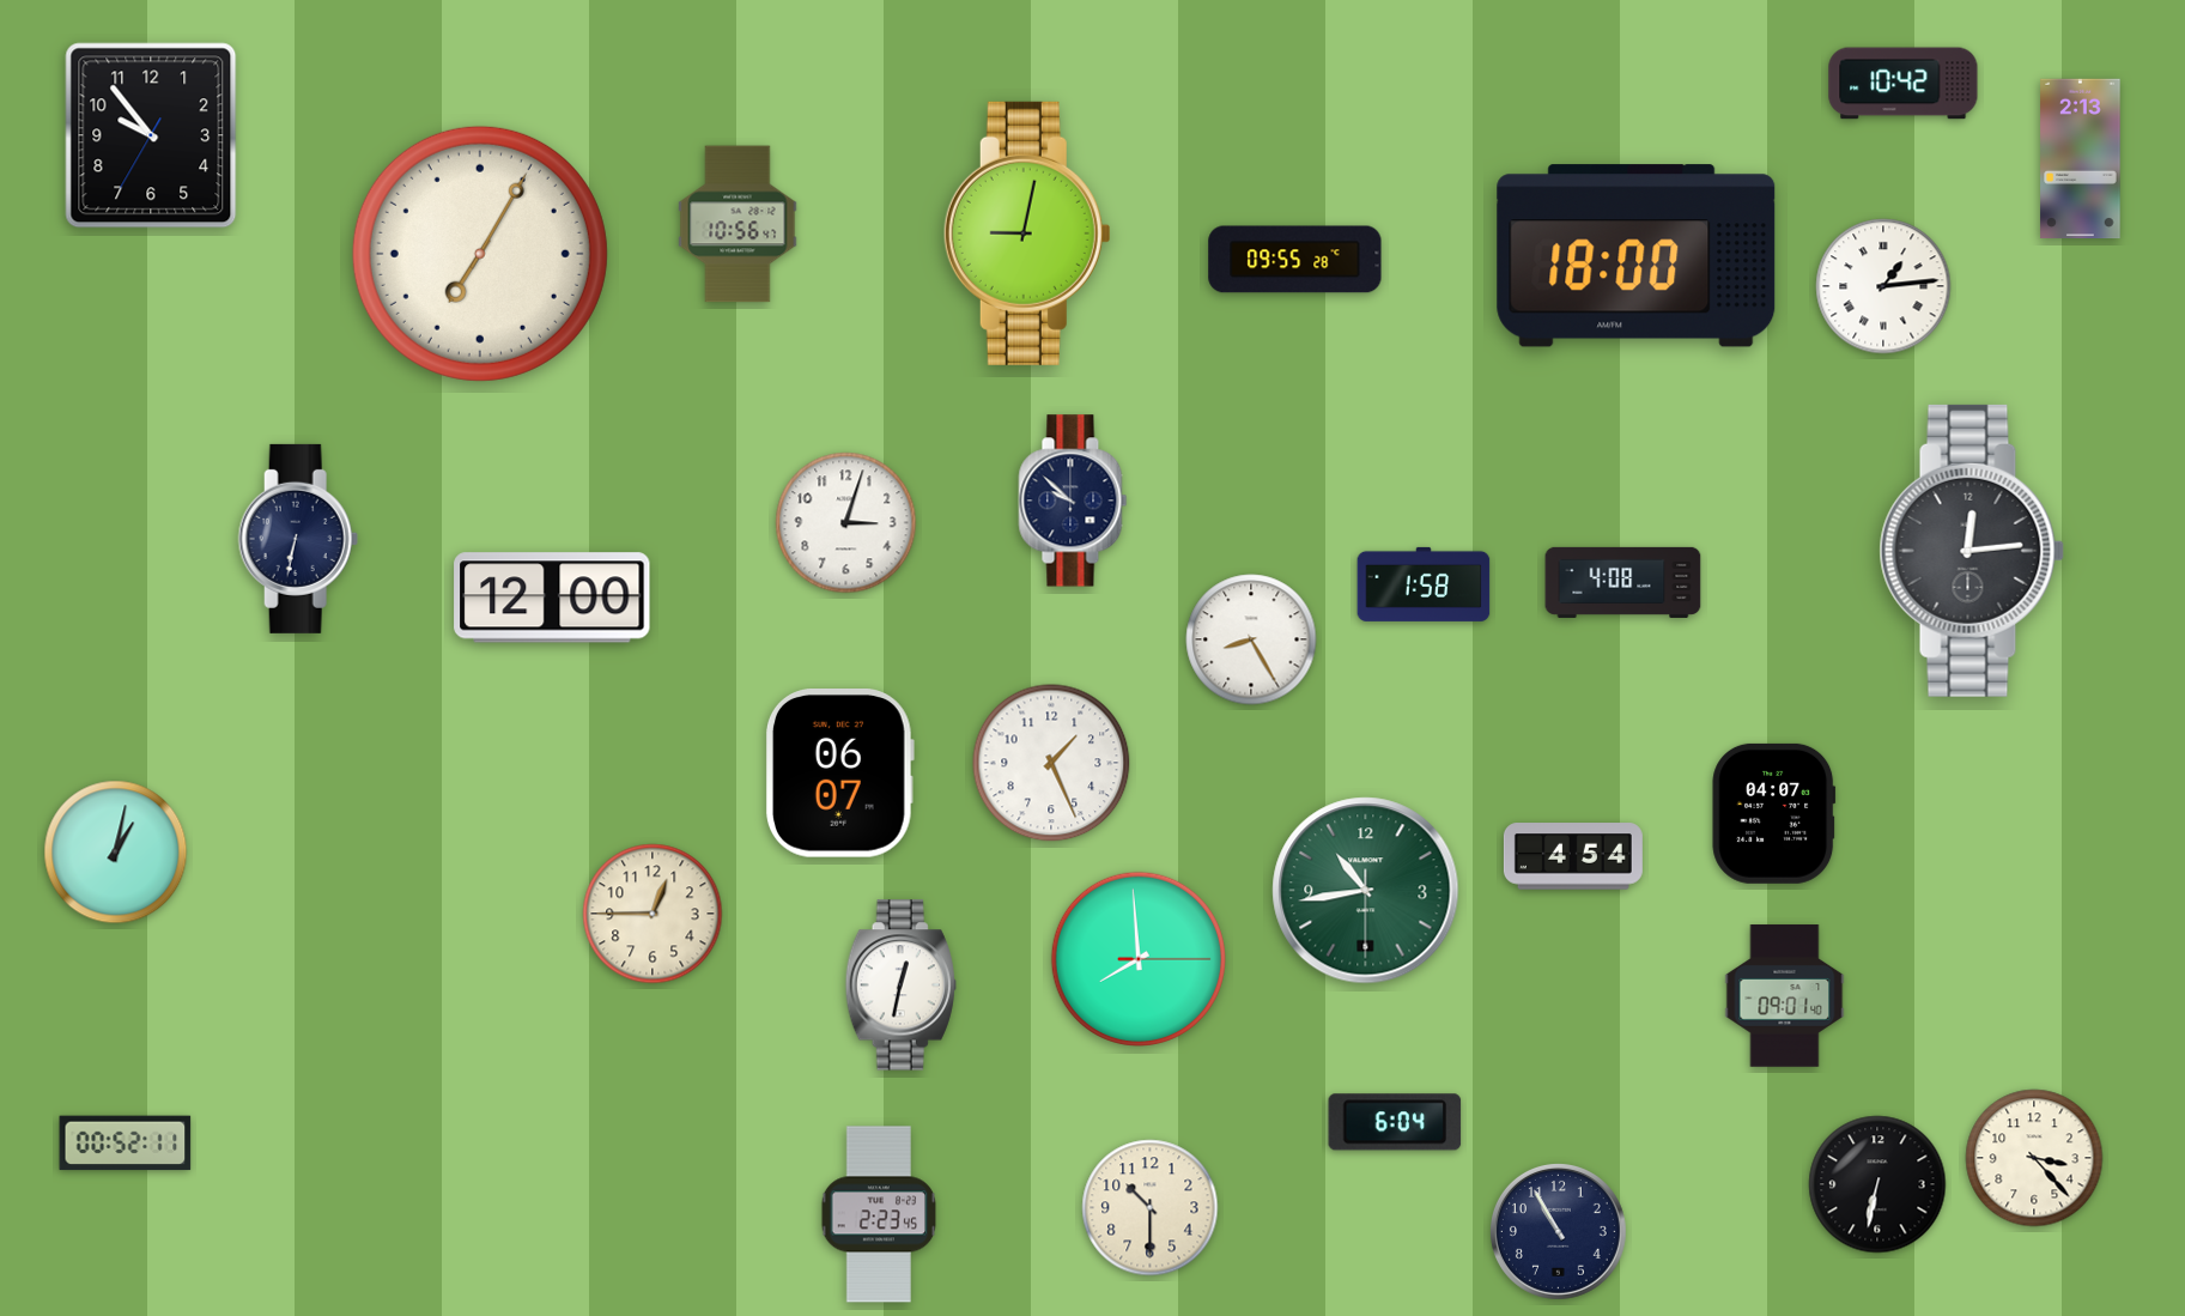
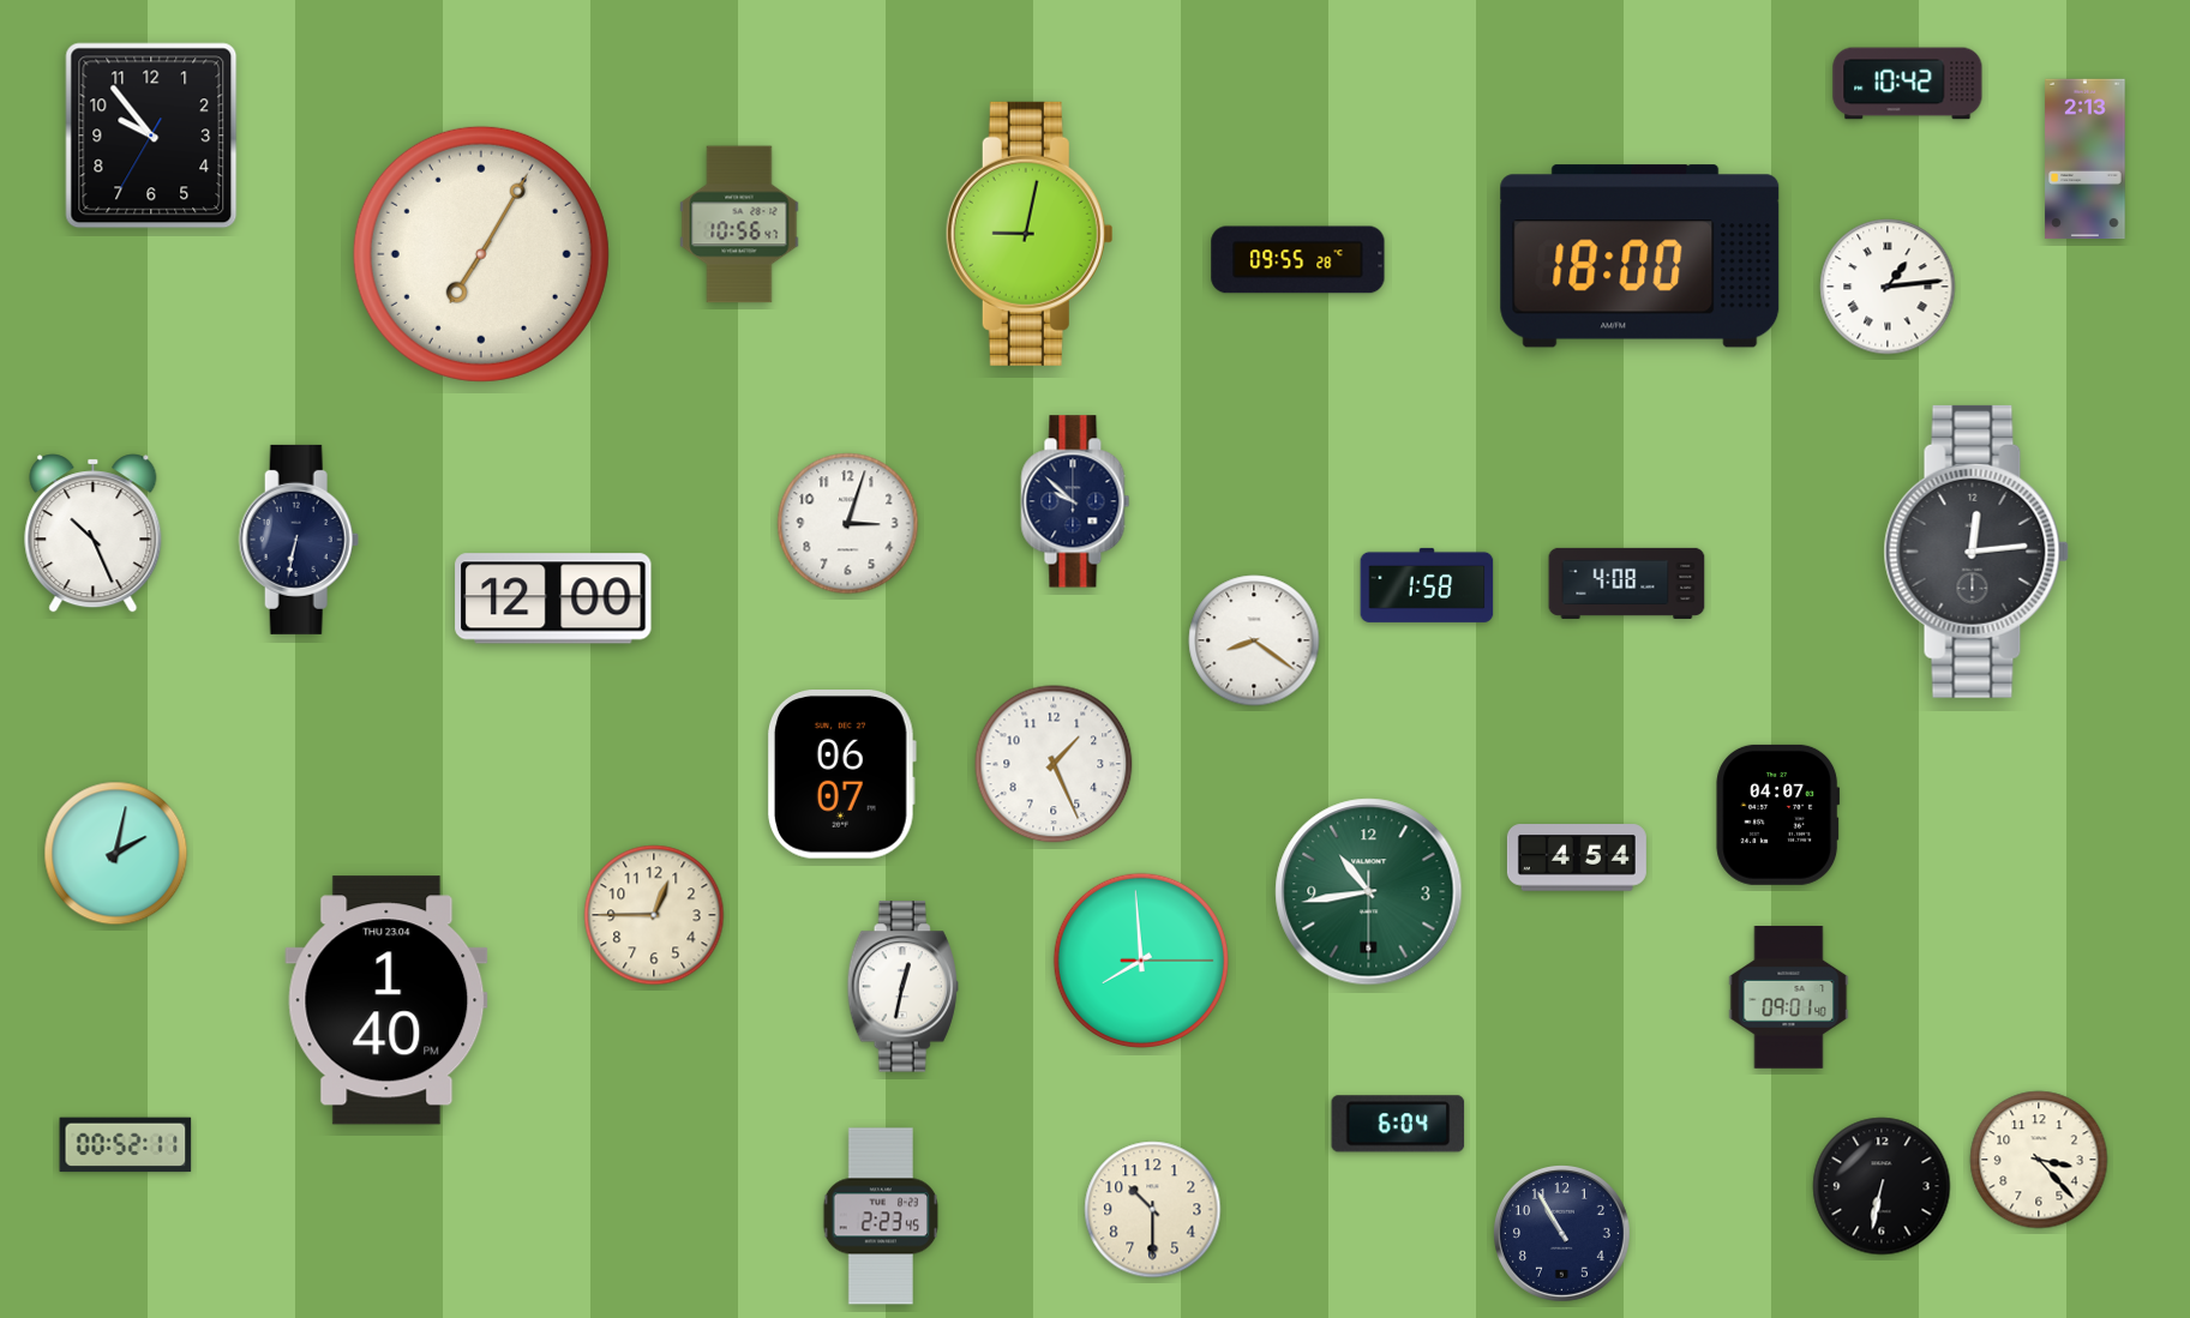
clock at (94, 534): none -> 10:26
clock at (1251, 639): 8:25 -> 8:21
clock at (116, 853): 1:02 -> 2:02
clock at (386, 1000): none -> 1:40
